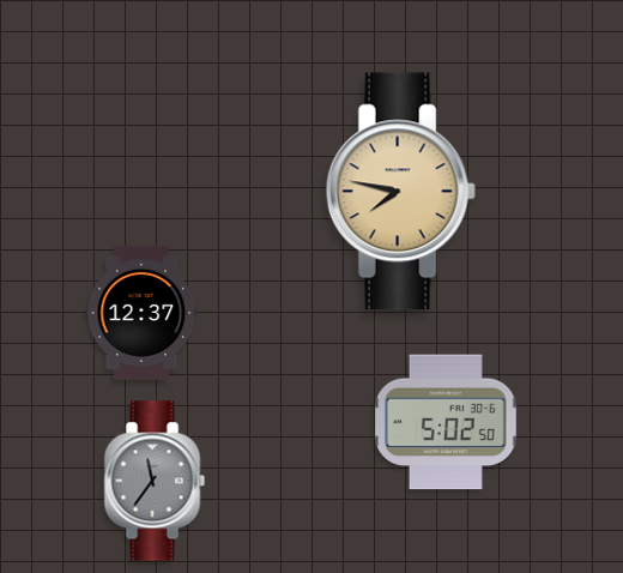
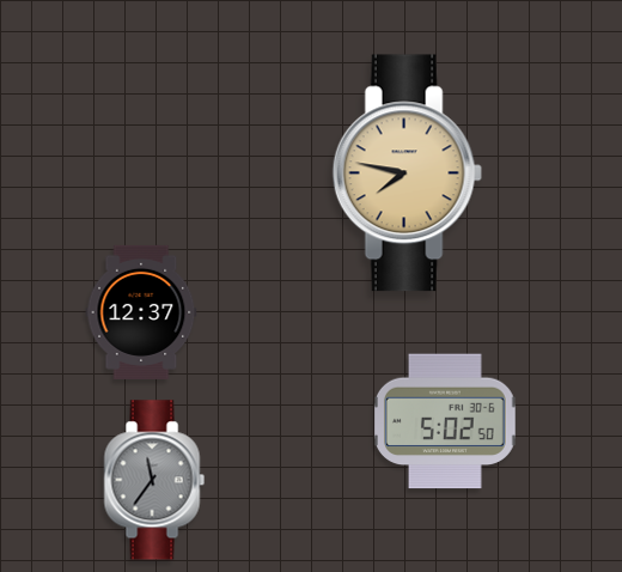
clock at (400, 192) position: (400, 192) -> (407, 174)
